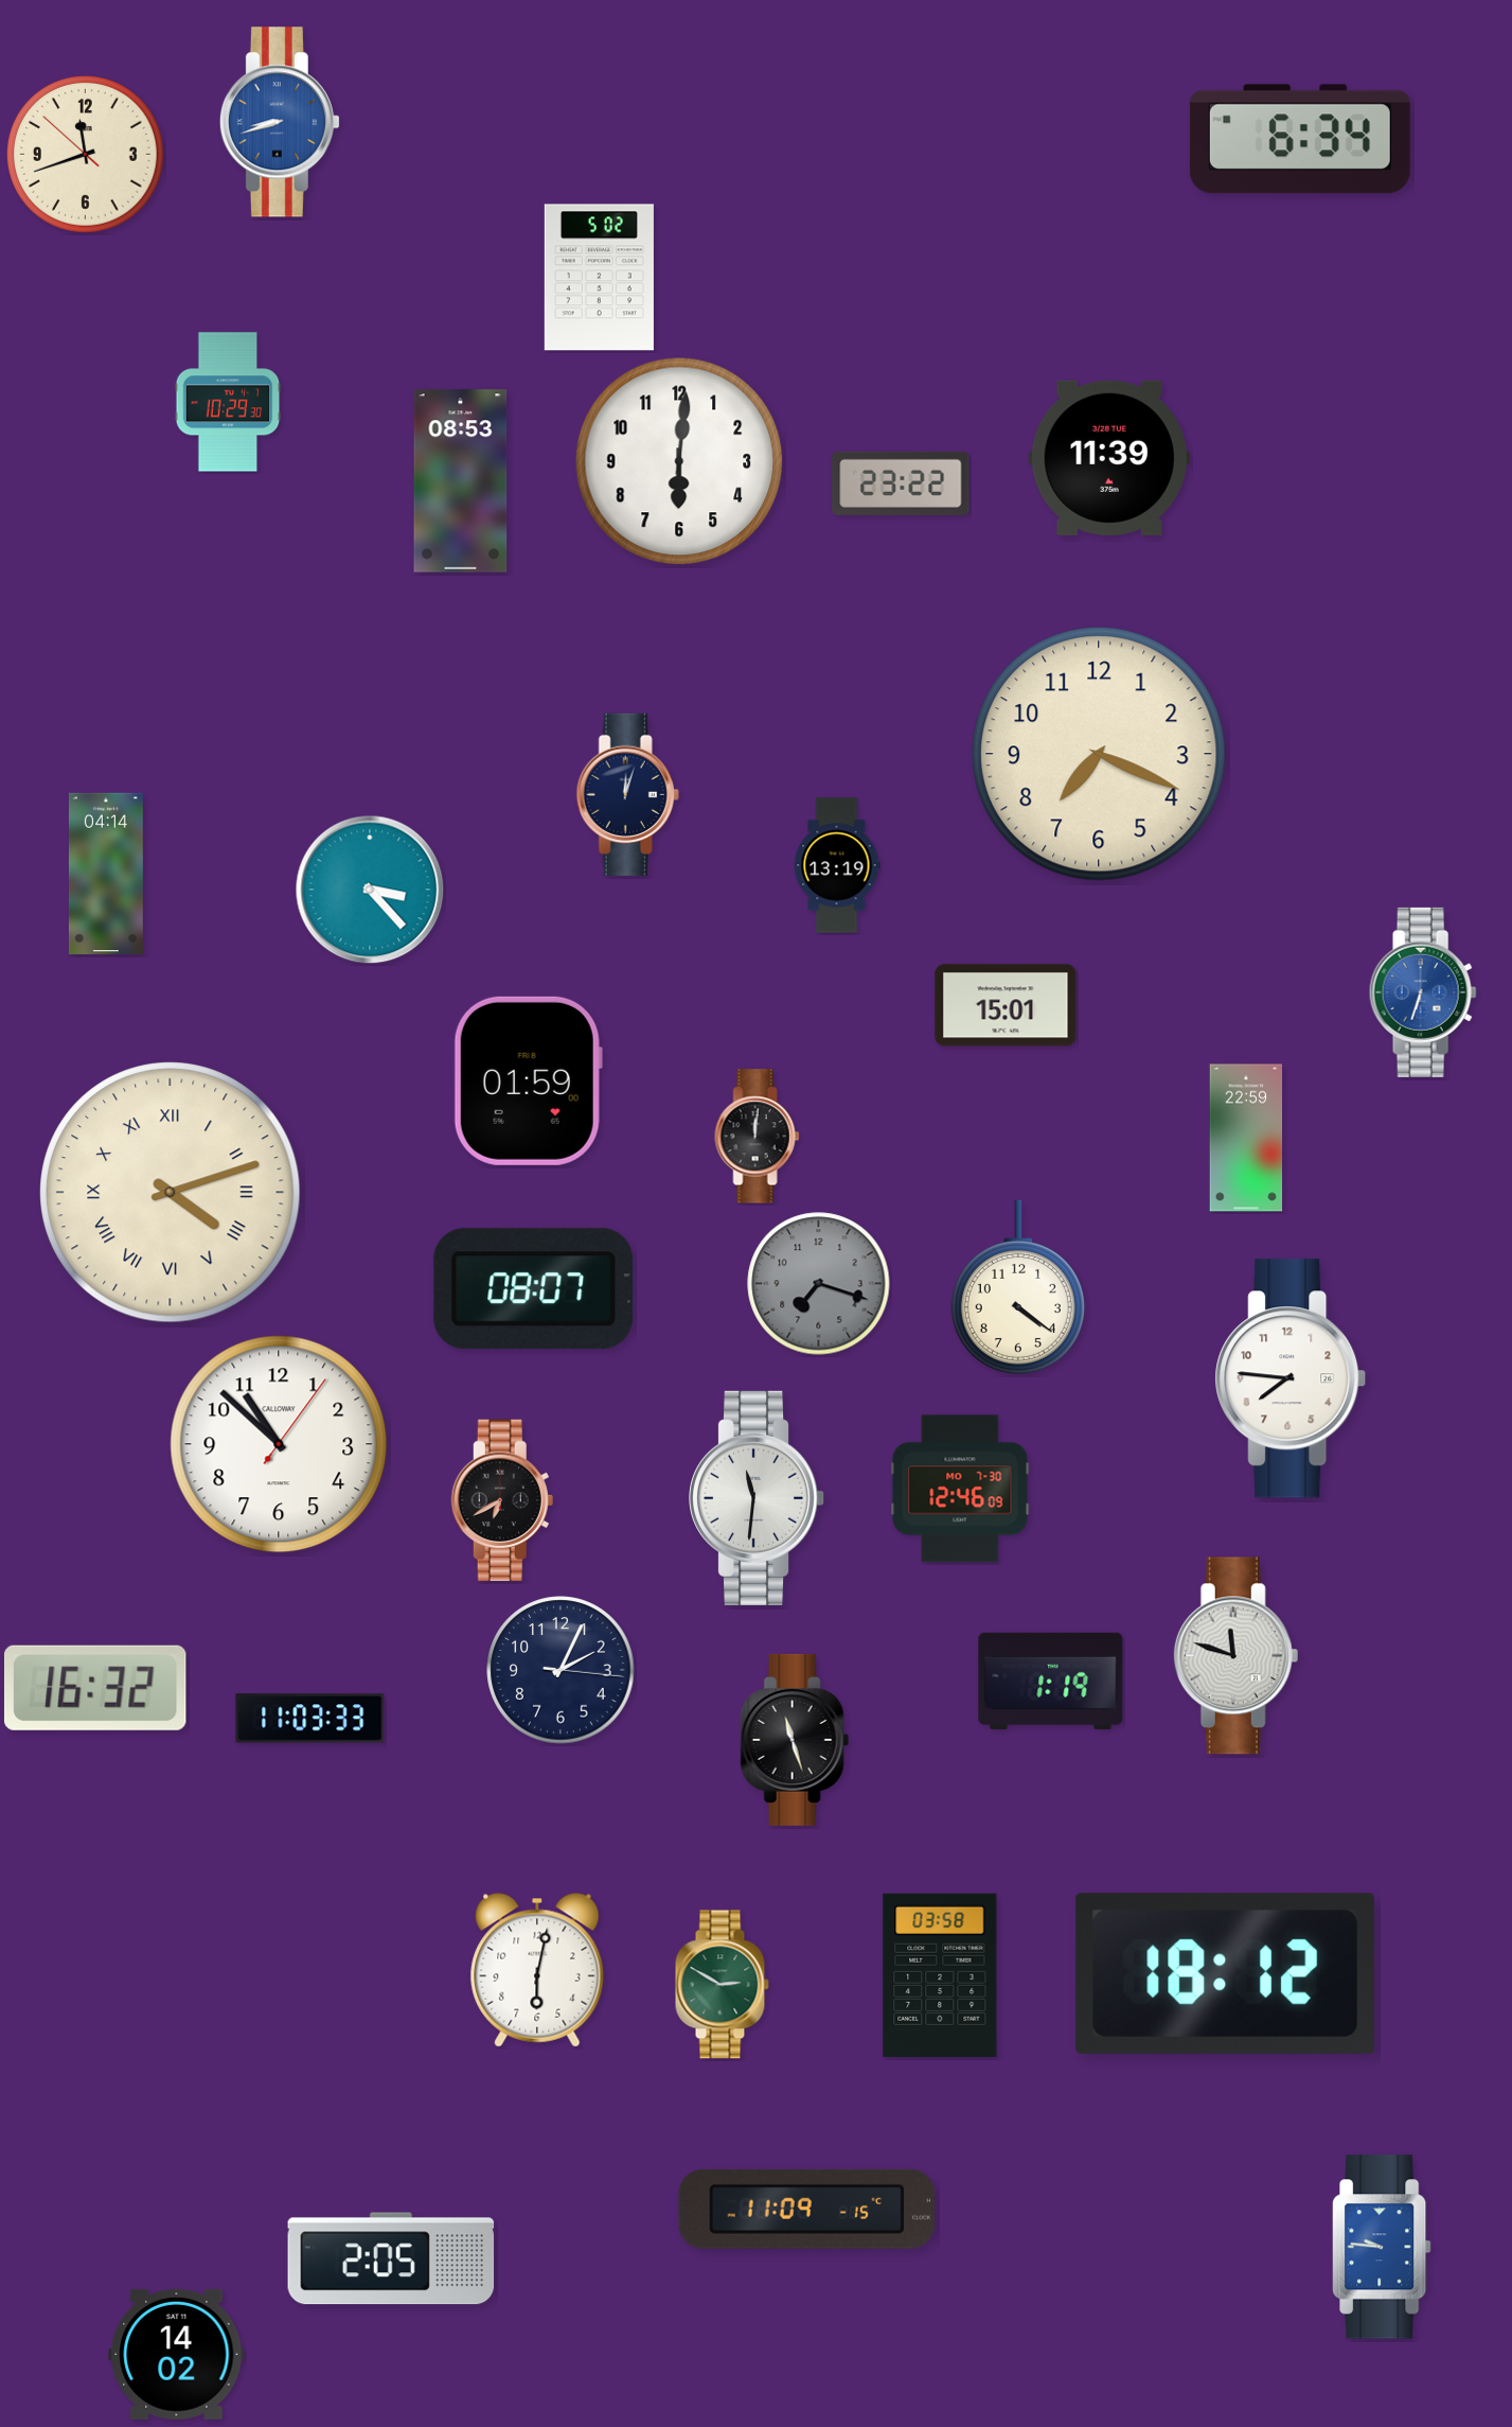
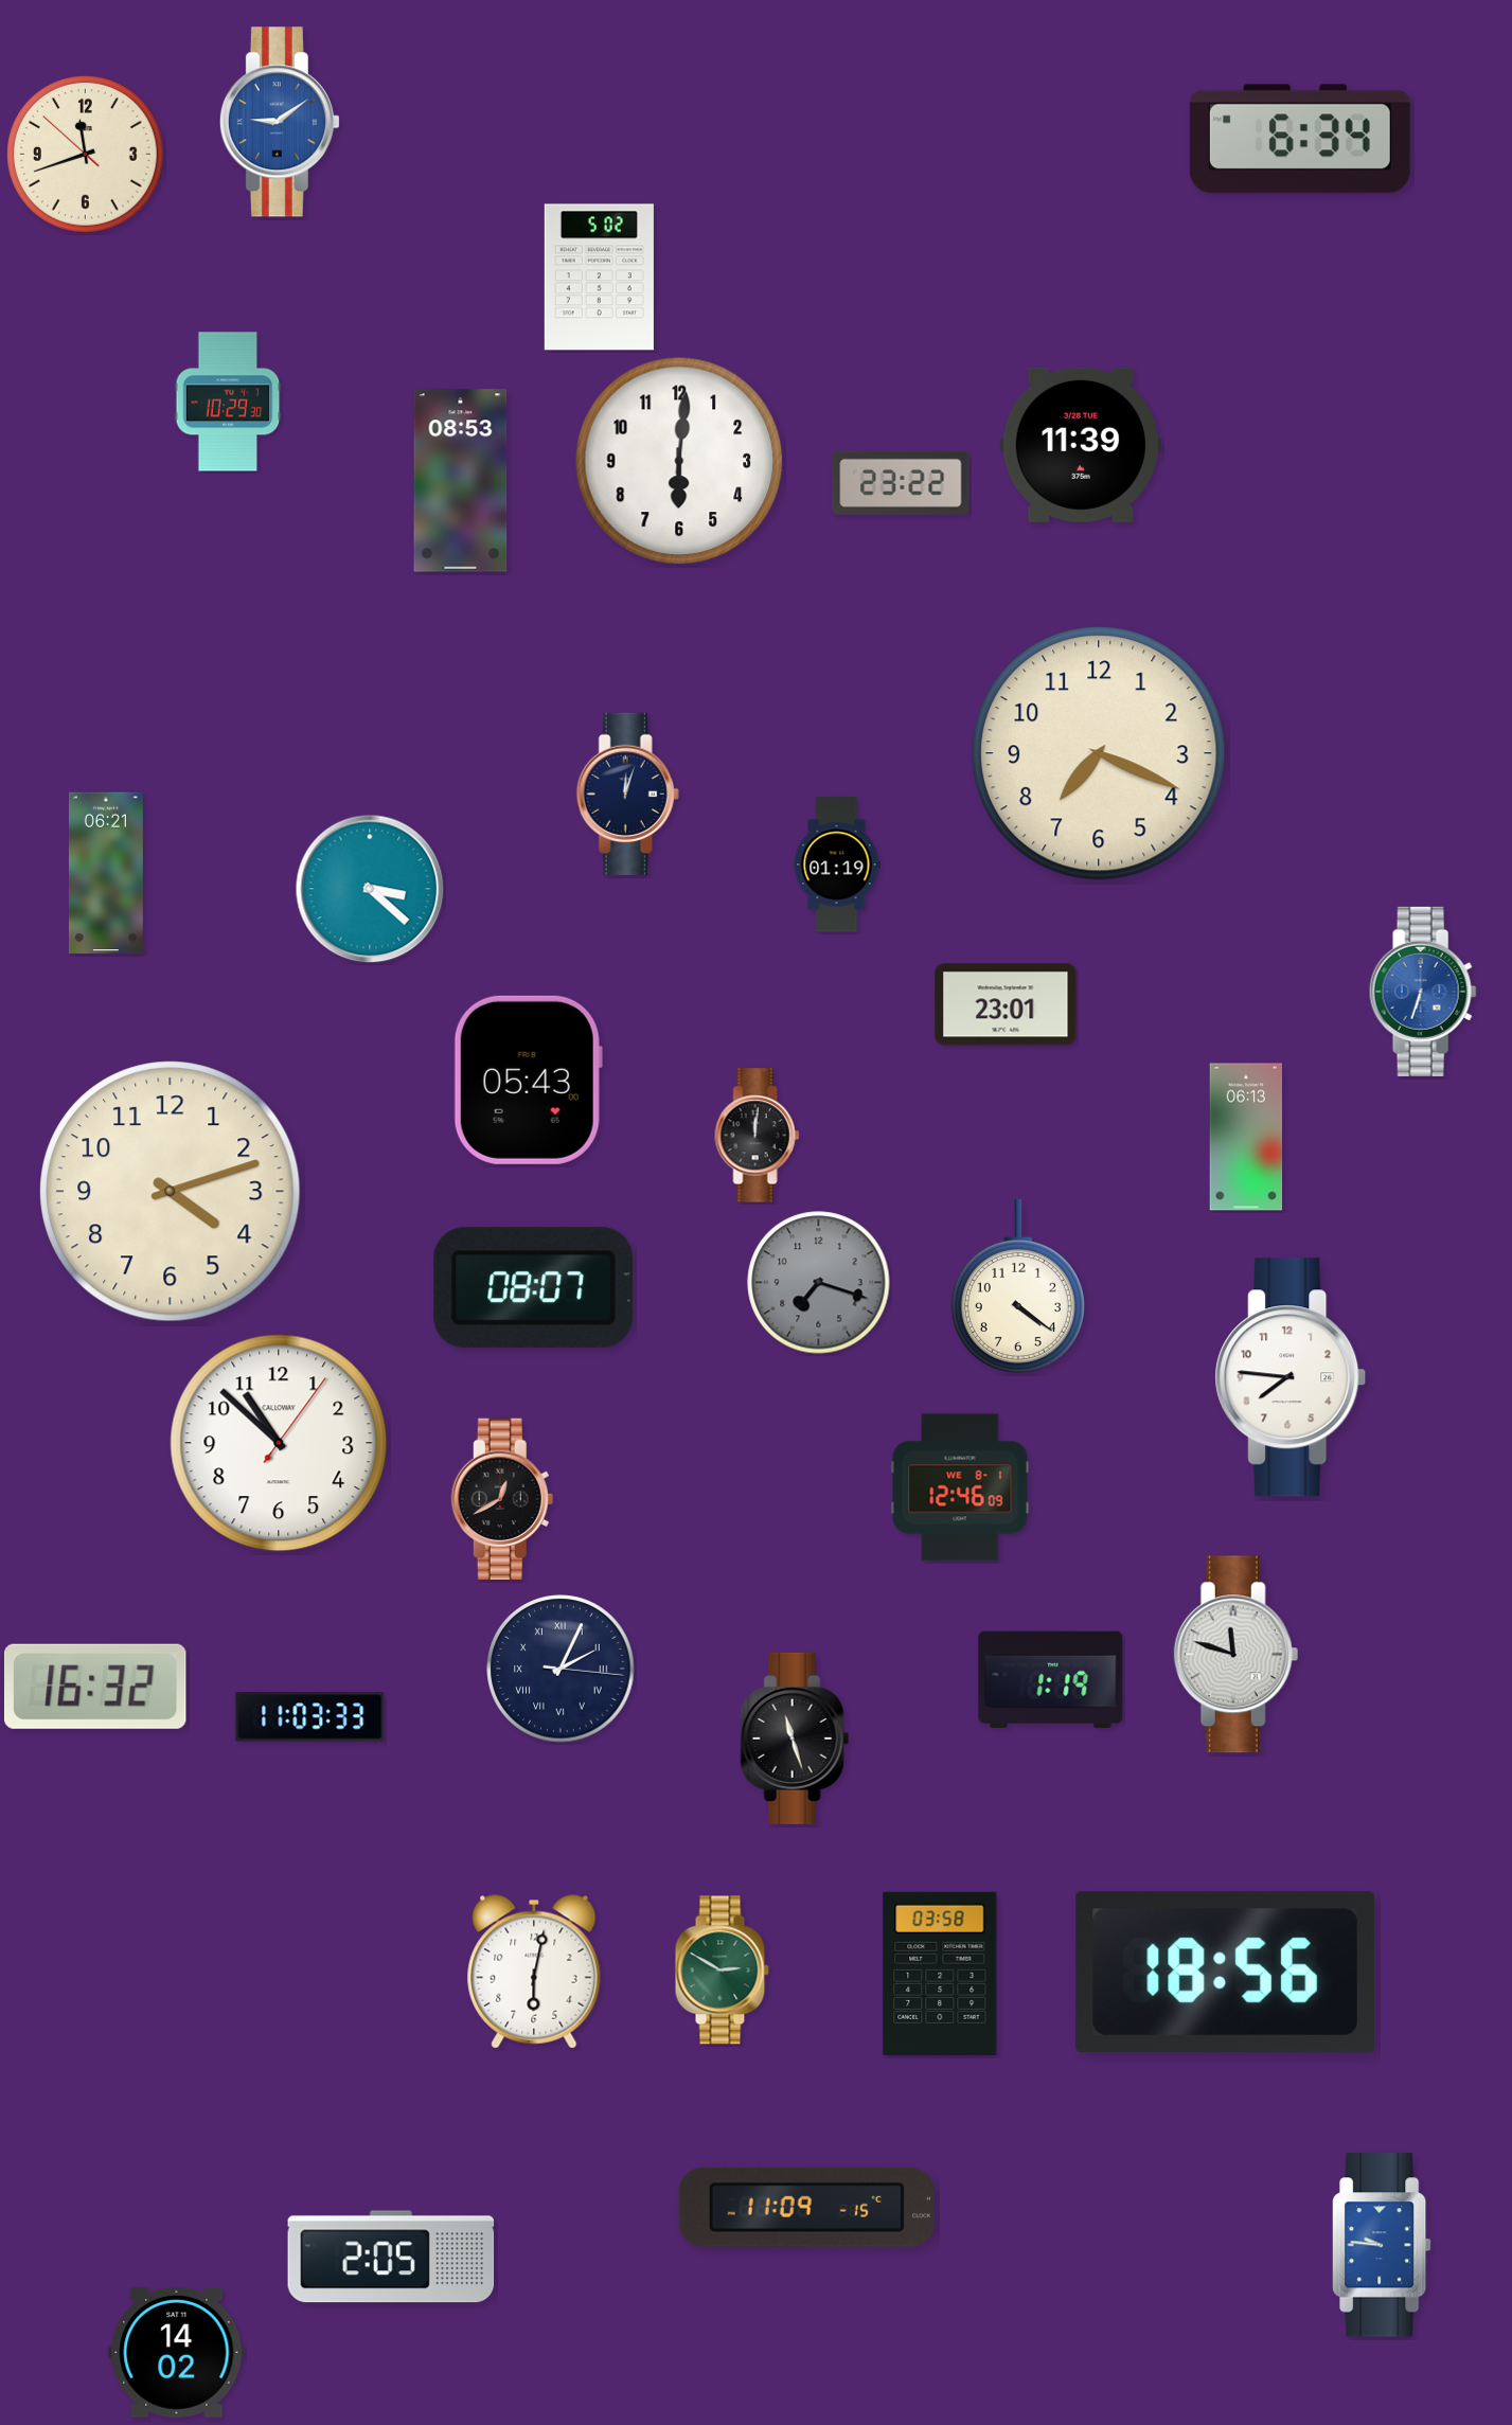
clock at (280, 122): 8:42 -> 9:09
clock at (1109, 458) position: (1109, 458) -> (1081, 445)
clock at (837, 865): 13:19 -> 01:19
clock at (106, 874): 04:14 -> 06:21
clock at (370, 890): 3:23 -> 3:22
clock at (1006, 1005): 15:01 -> 23:01
clock at (528, 1080): 01:59 -> 05:43
clock at (1246, 1138): 22:59 -> 06:13
clock at (171, 1193) numerals: Roman -> Arabic
clock at (960, 1489) date: MO 7-30 -> WE 8-1
clock at (758, 1498): 11:31 -> none
clock at (502, 1499): 6:40 -> 12:40
clock at (561, 1670) numerals: Arabic -> Roman
clock at (537, 1970) position: (537, 1970) -> (534, 1972)
clock at (1225, 1973): 18:12 -> 18:56
clock at (722, 1985) position: (722, 1985) -> (722, 1971)
